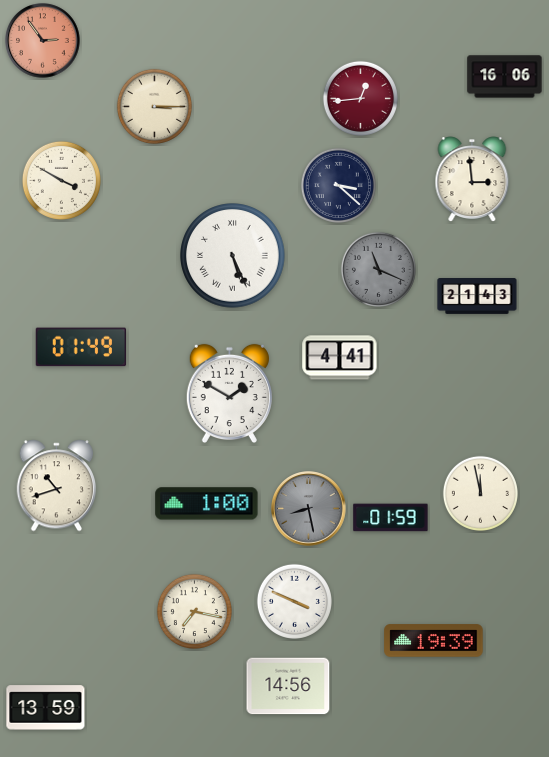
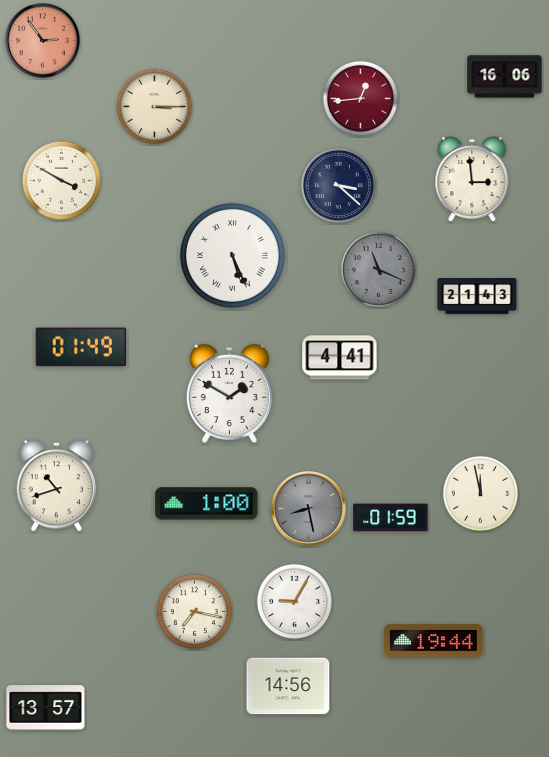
clock at (294, 601): 3:49 -> 9:05
clock at (434, 641): 19:39 -> 19:44
clock at (46, 708): 13:59 -> 13:57
